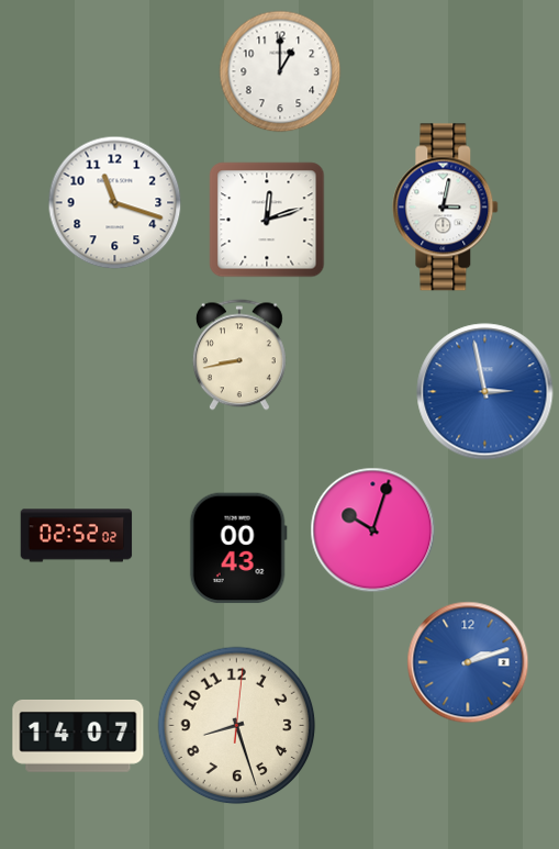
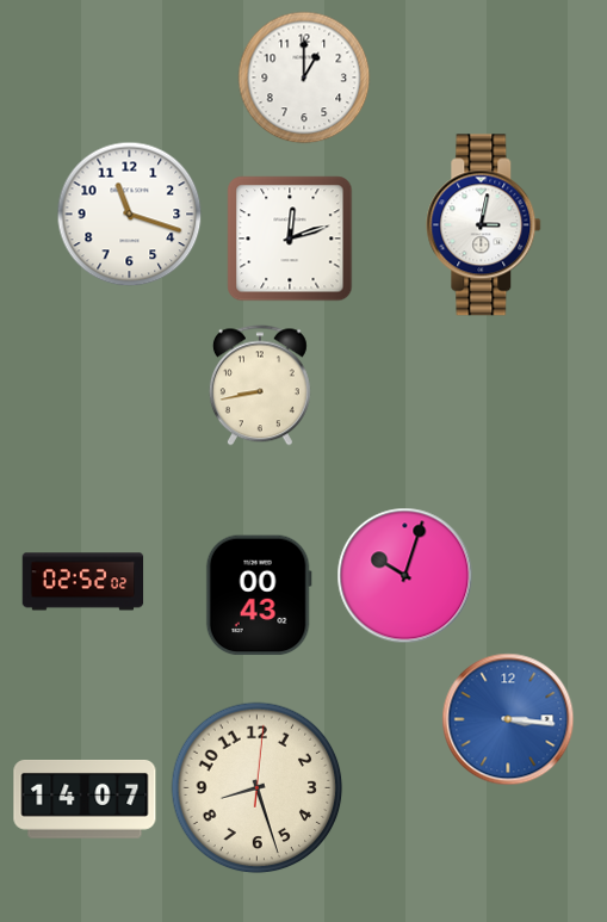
clock at (115, 203) position: (115, 203) -> (130, 215)
clock at (485, 392): 2:58 -> none
clock at (468, 662): 2:12 -> 3:16
